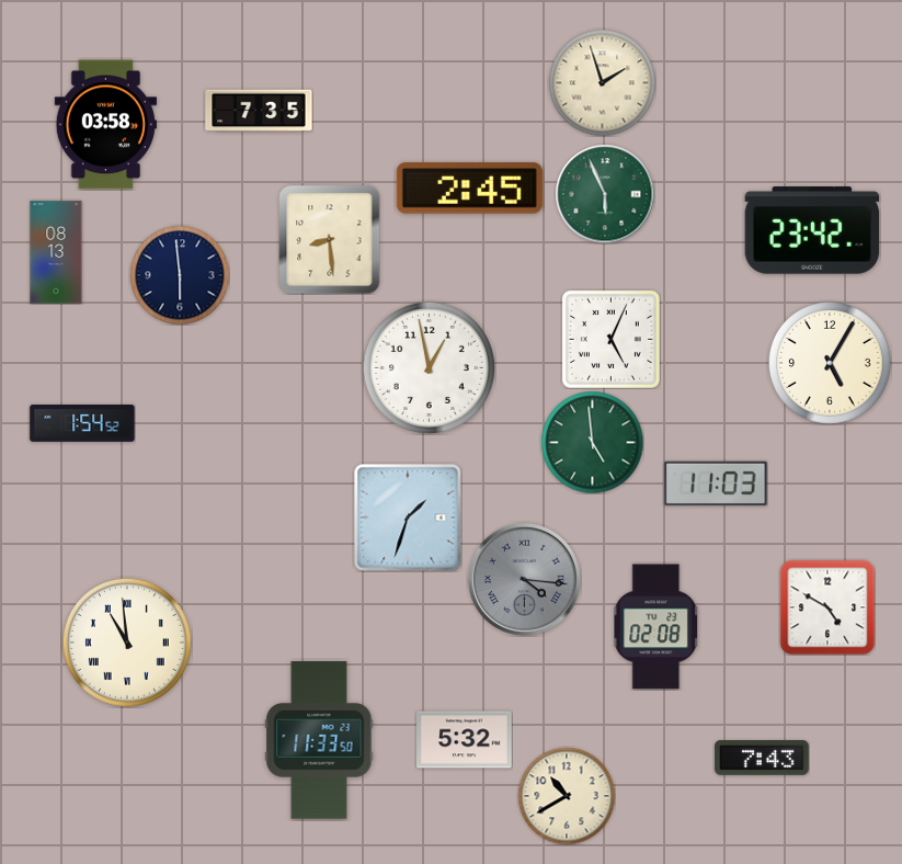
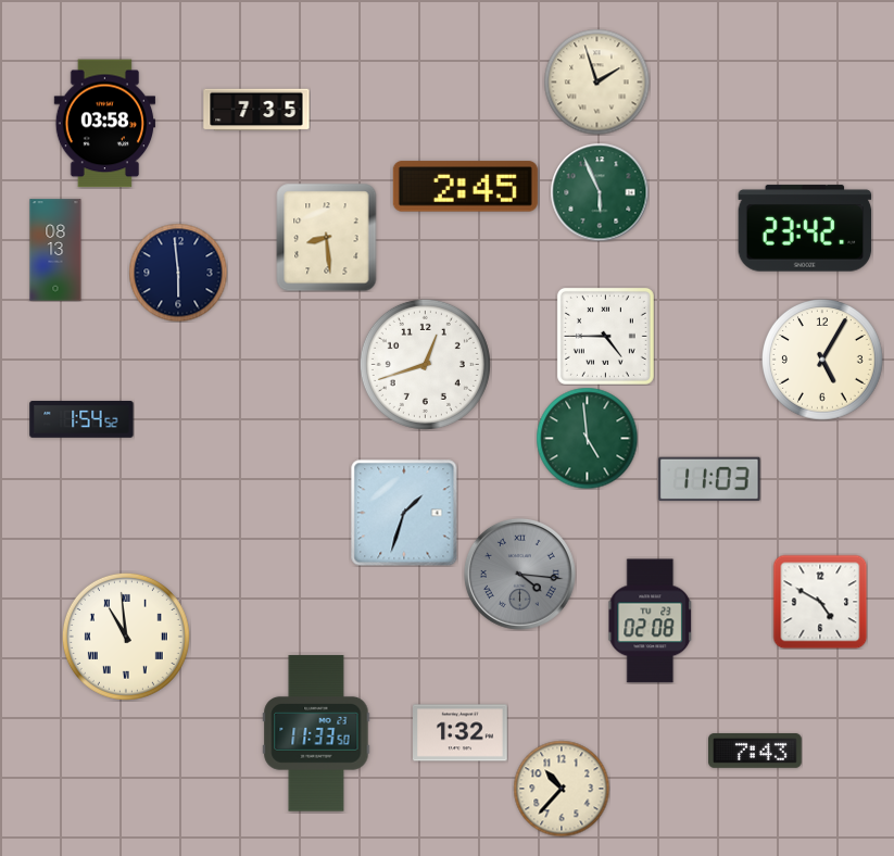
clock at (610, 339): 5:04 -> 4:45
clock at (429, 367): 12:58 -> 12:42
clock at (465, 740): 5:32 -> 1:32
clock at (567, 796): 10:40 -> 10:37
